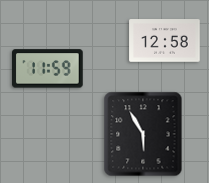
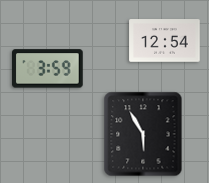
clock at (165, 41): 12:58 -> 12:54
clock at (48, 69): 11:59 -> 3:59
